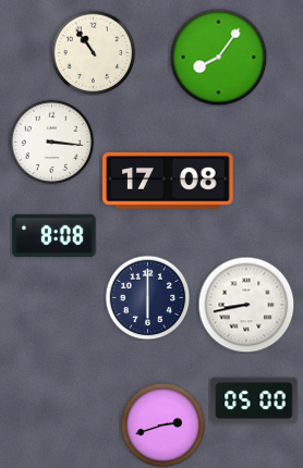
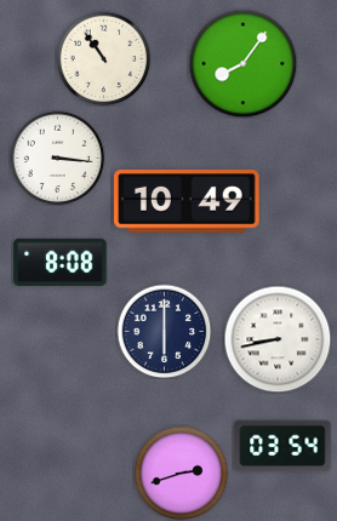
clock at (169, 182): 17:08 -> 10:49
clock at (246, 305) position: (246, 305) -> (278, 339)
clock at (254, 401): 05:00 -> 03:54
